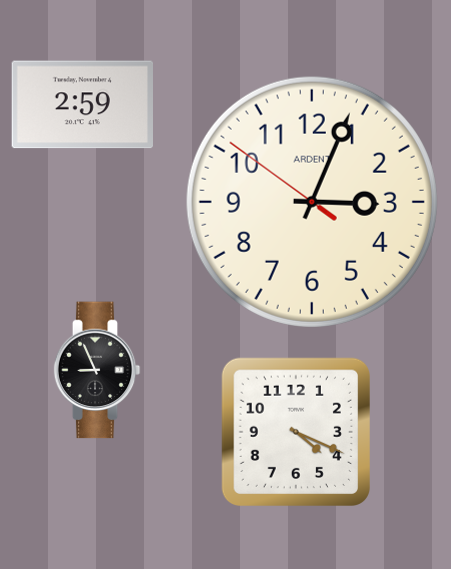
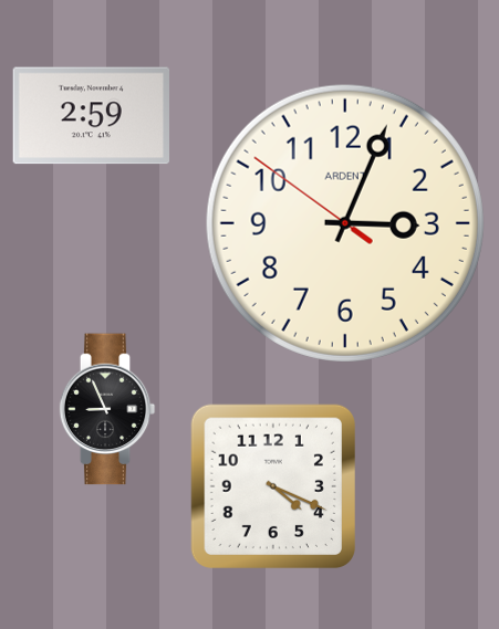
clock at (296, 432) position: (296, 432) -> (273, 486)
